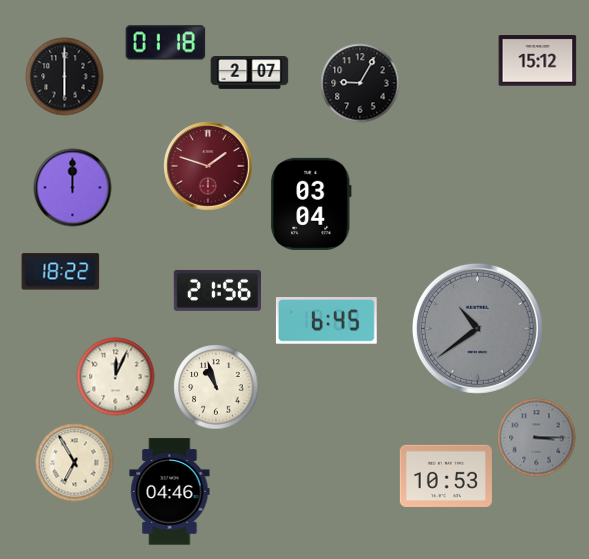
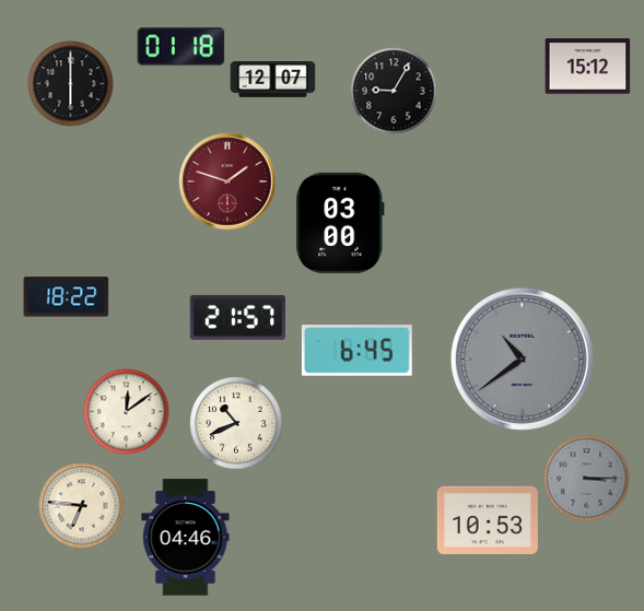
clock at (249, 73): 2:07 -> 12:07
clock at (72, 187): 12:00 -> none
clock at (311, 204): 03:04 -> 03:00
clock at (217, 290): 21:56 -> 21:57
clock at (115, 376): 12:04 -> 12:09
clock at (216, 387): 10:57 -> 10:41
clock at (74, 462): 6:55 -> 6:46
